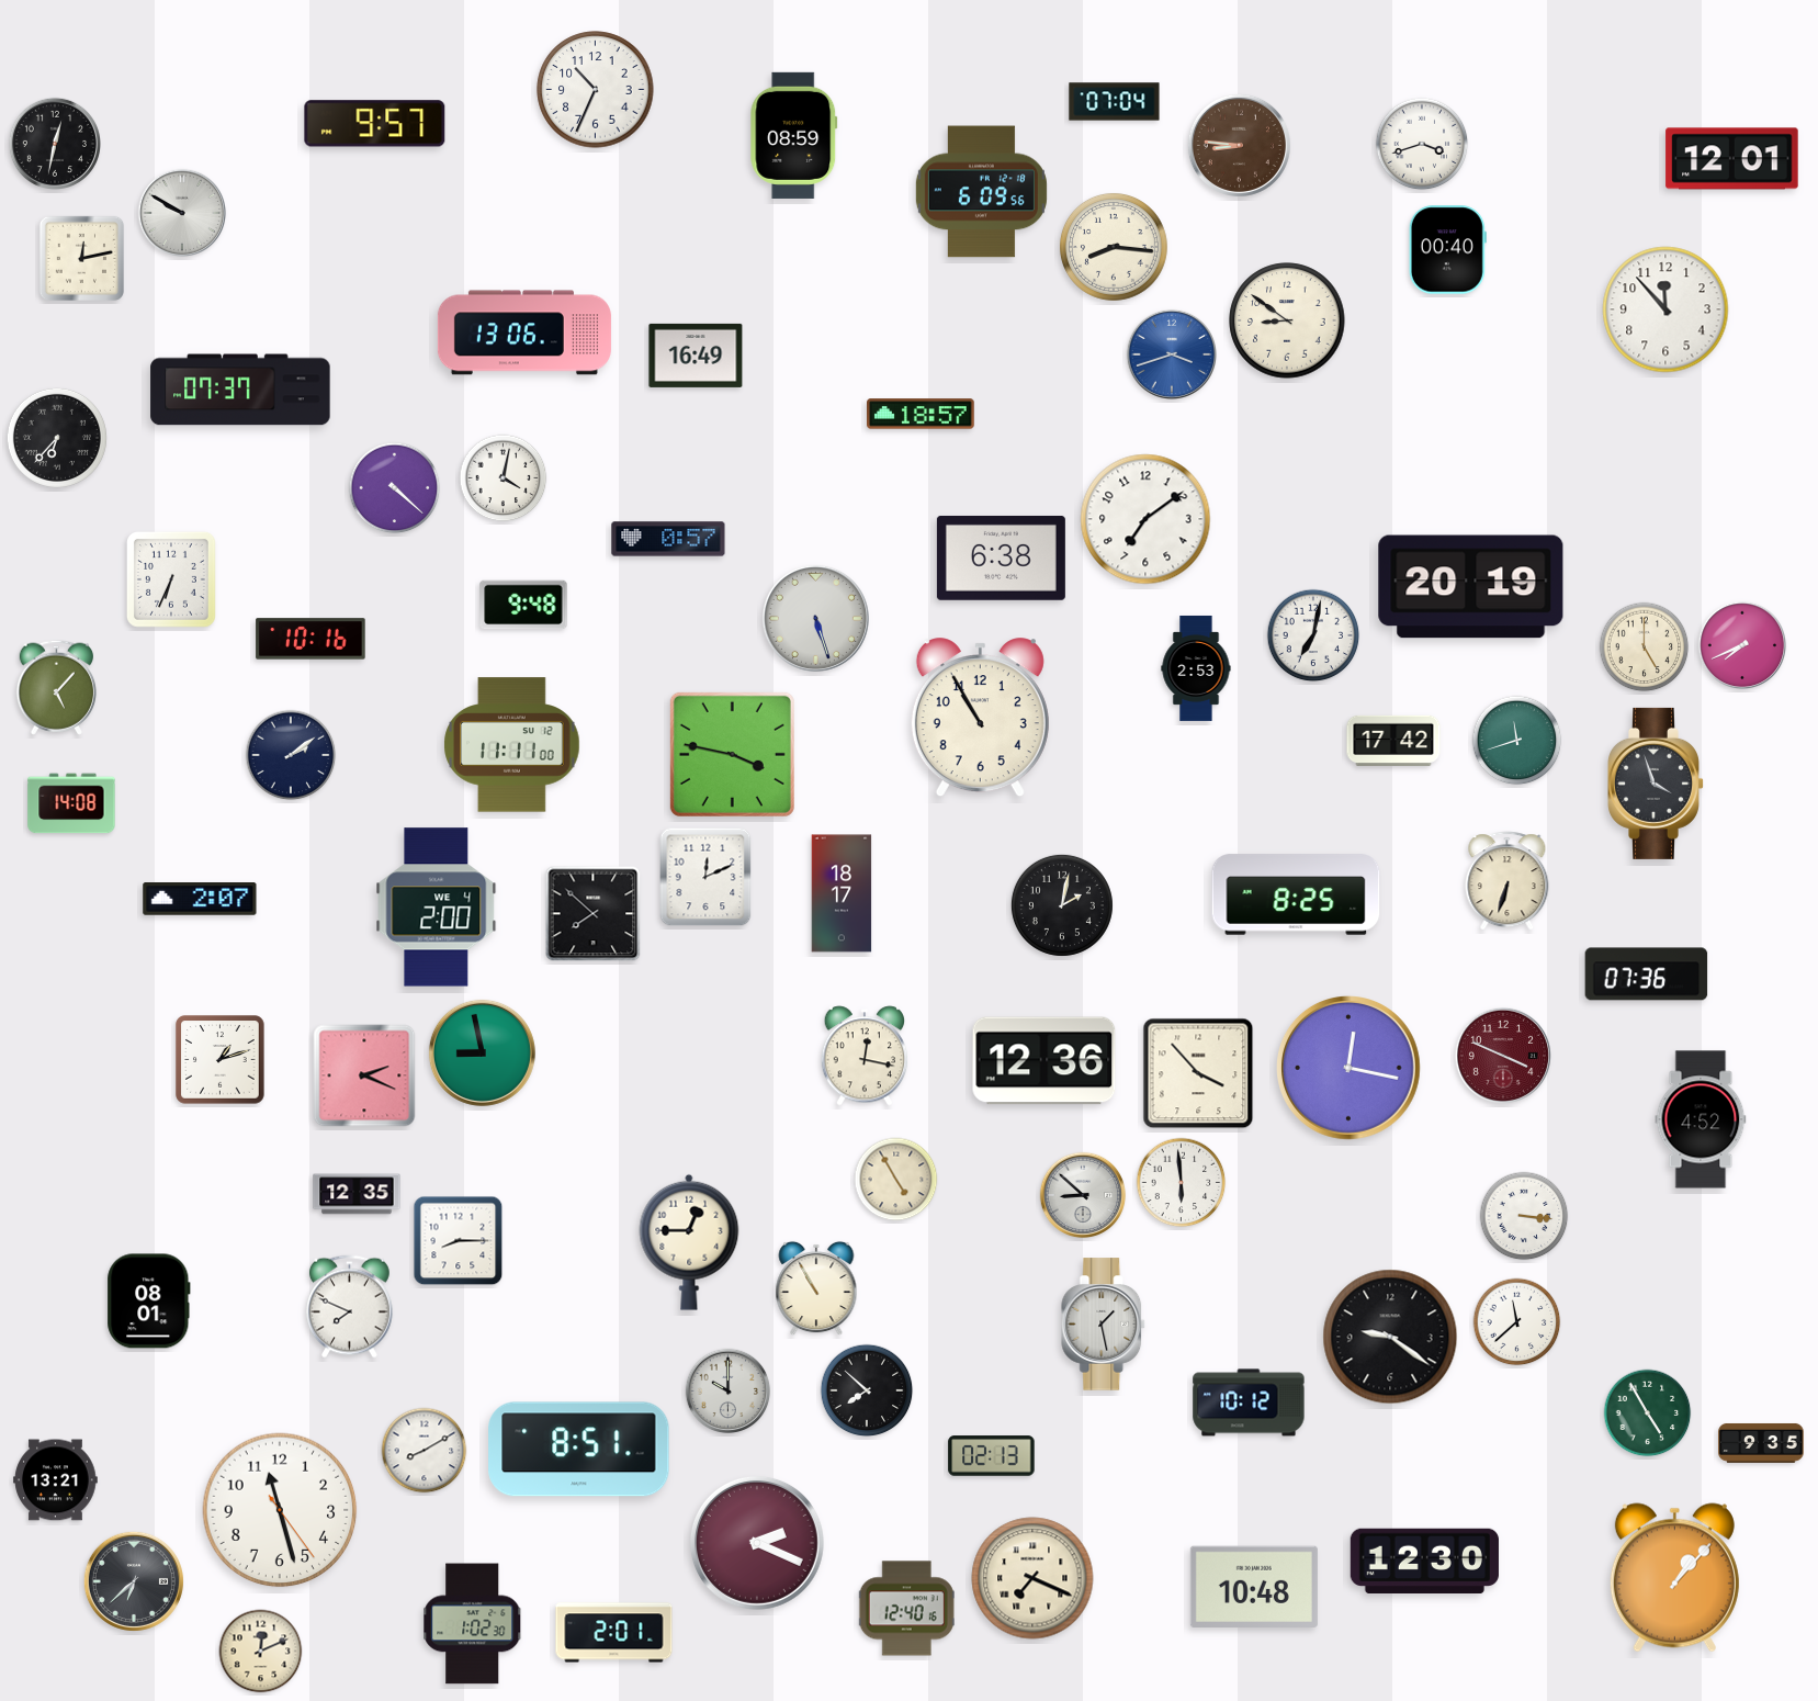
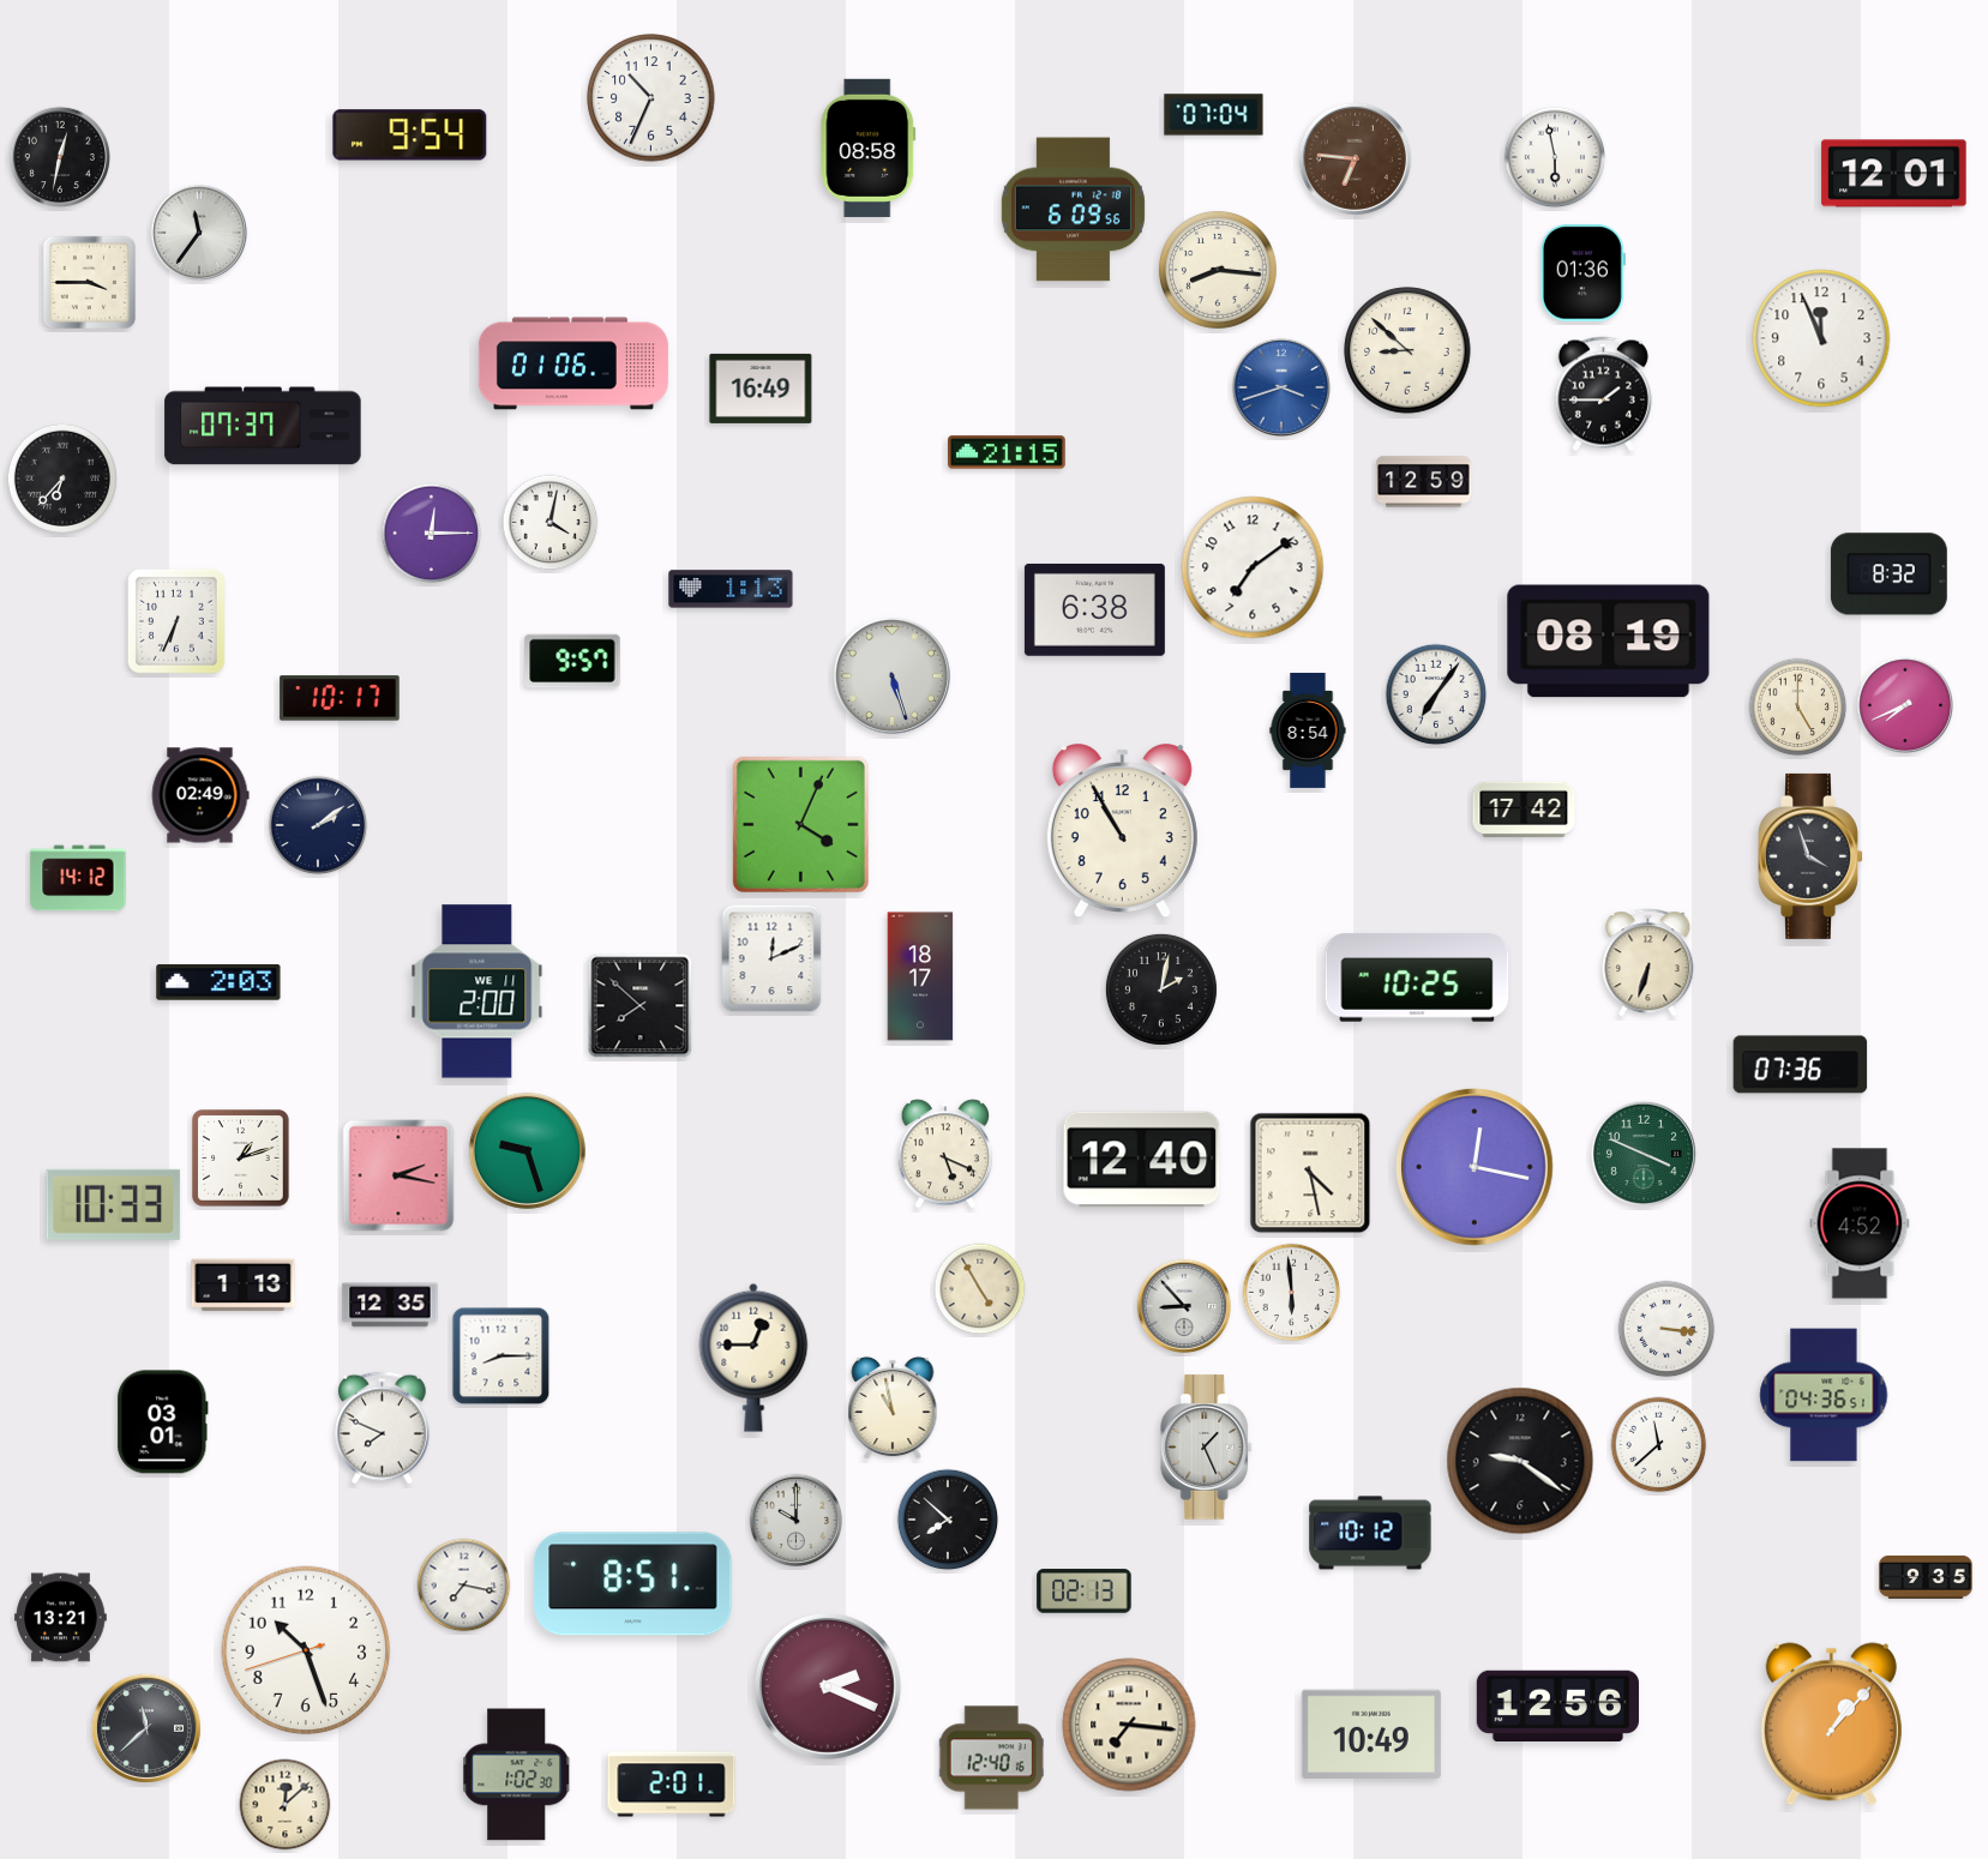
clock at (1115, 102) position: (1115, 102) -> (1214, 115)
clock at (375, 124): 9:57 -> 9:54
clock at (794, 135): 08:59 -> 08:58
clock at (1422, 144): 3:42 -> 5:58
clock at (1239, 145): 8:46 -> 6:46
clock at (182, 213): 9:50 -> 11:36
clock at (1447, 250): 00:40 -> 01:36
clock at (81, 258): 12:13 -> 3:45
clock at (1665, 309): 11:53 -> 11:56
clock at (1287, 320): 8:51 -> 8:52
clock at (524, 333): 13:06 -> 01:06
clock at (1603, 395): none -> 1:45
clock at (922, 414): 18:57 -> 21:15
clock at (1424, 482): none -> 12:59
clock at (395, 488): 4:22 -> 12:15
clock at (1888, 574): none -> 8:32
clock at (668, 539): 0:57 -> 1:13
clock at (171, 579) position: (171, 579) -> (176, 621)
clock at (1471, 587): 20:19 -> 08:19
clock at (523, 605): 9:48 -> 9:57
clock at (1313, 635): 7:02 -> 7:06
clock at (310, 639): 10:16 -> 10:17
clock at (1196, 668): 2:53 -> 8:54
clock at (57, 687): 5:07 -> none
clock at (980, 718) position: (980, 718) -> (1122, 831)
clock at (200, 795): none -> 02:49
clock at (1517, 741): 11:42 -> none
clock at (512, 745): 11:11 -> none
clock at (732, 754): 3:47 -> 4:04
clock at (71, 803): 14:08 -> 14:12
clock at (1296, 894): 8:25 -> 10:25
clock at (200, 899): 2:07 -> 2:03
clock at (437, 908) date: WE 4 -> WE 11
clock at (594, 914) position: (594, 914) -> (641, 1006)
clock at (482, 1052): 8:58 -> 9:27
clock at (865, 1056): 12:17 -> 5:19
clock at (1503, 1056) dial: burgundy -> green
clock at (1044, 1061): 12:36 -> 12:40
clock at (1198, 1073): 3:53 -> 4:28
clock at (364, 1075): 2:19 -> 2:17
clock at (114, 1204): none -> 10:33
clock at (244, 1286): none -> 1:13
clock at (1083, 1195): 8:52 -> 8:53
clock at (1824, 1395): none -> 04:36
clock at (816, 1288): 10:55 -> 10:58
clock at (149, 1302): 08:01 -> 03:01
clock at (1104, 1325): 1:28 -> 1:26
clock at (1249, 1403) position: (1249, 1403) -> (1370, 1533)
clock at (1648, 1413): 4:55 -> none
clock at (425, 1451): 8:10 -> 7:17
clock at (280, 1510): 11:27 -> 10:26
clock at (1424, 1561): 12:30 -> 12:56
clock at (1032, 1578): 7:19 -> 7:16
clock at (134, 1581): 6:38 -> 11:38
clock at (1254, 1586): 10:48 -> 10:49
clock at (261, 1652): 12:11 -> 12:08
